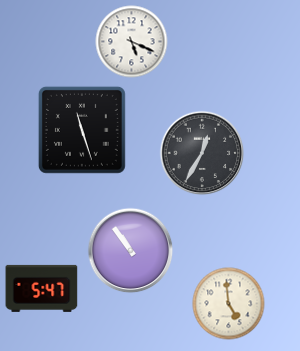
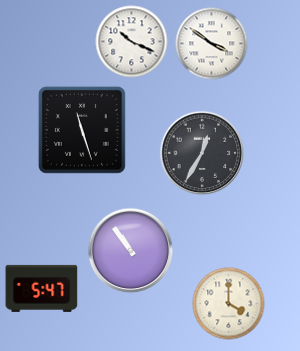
clock at (132, 42): 5:19 -> 10:19
clock at (212, 44): none -> 3:51
clock at (229, 304): 4:59 -> 4:00
